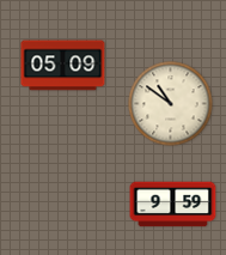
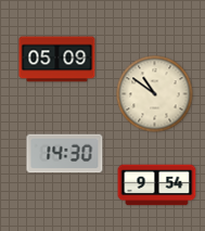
clock at (65, 154): none -> 14:30
clock at (173, 205): 9:59 -> 9:54
